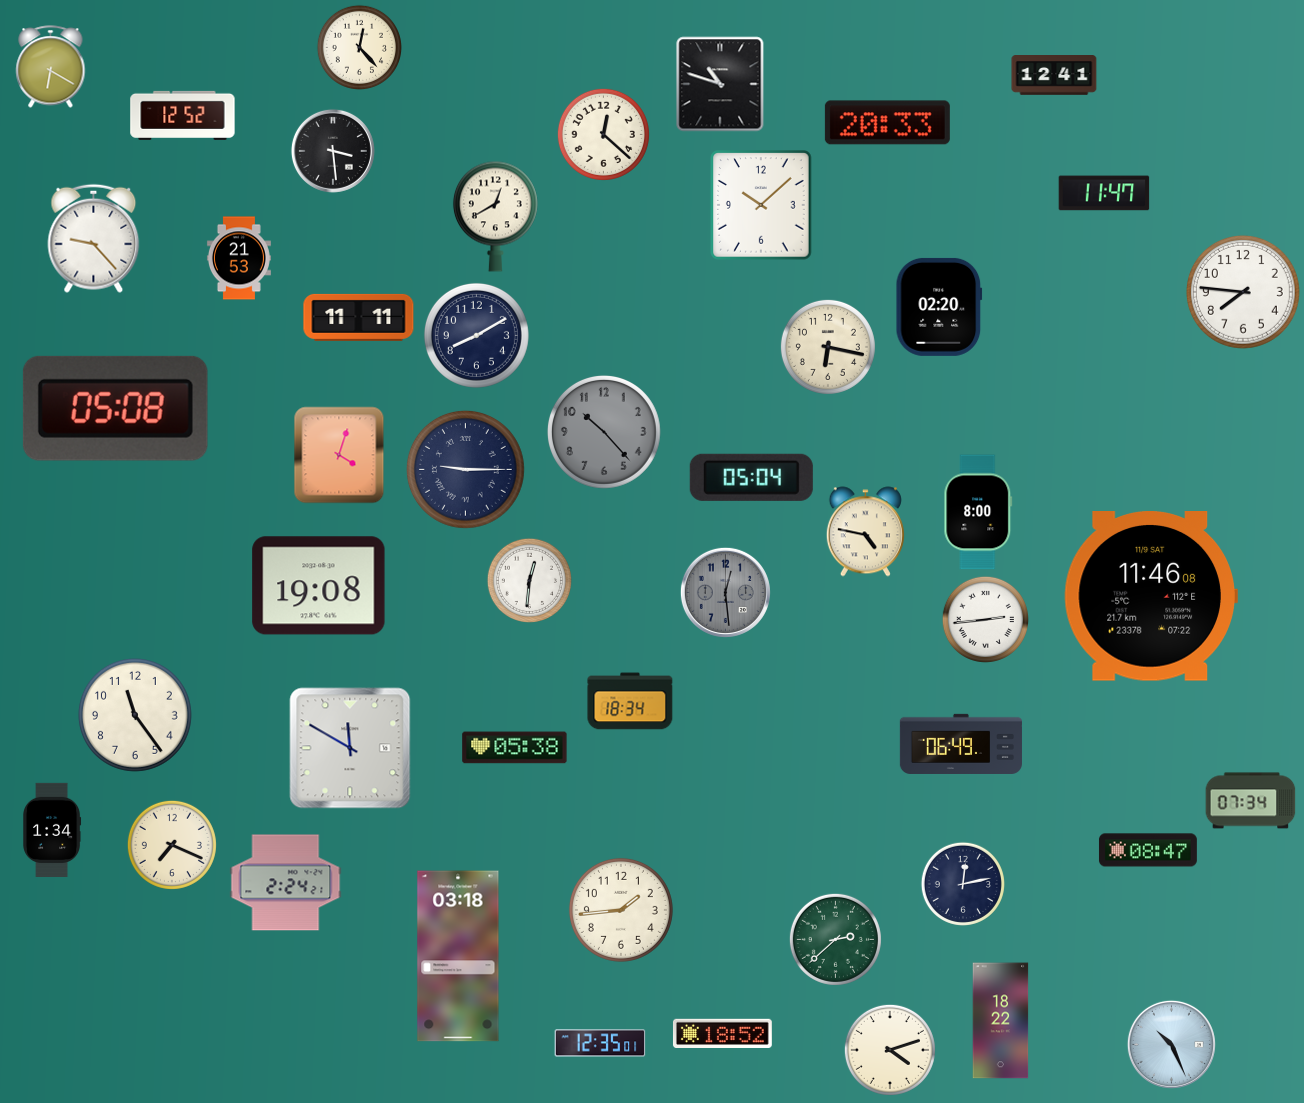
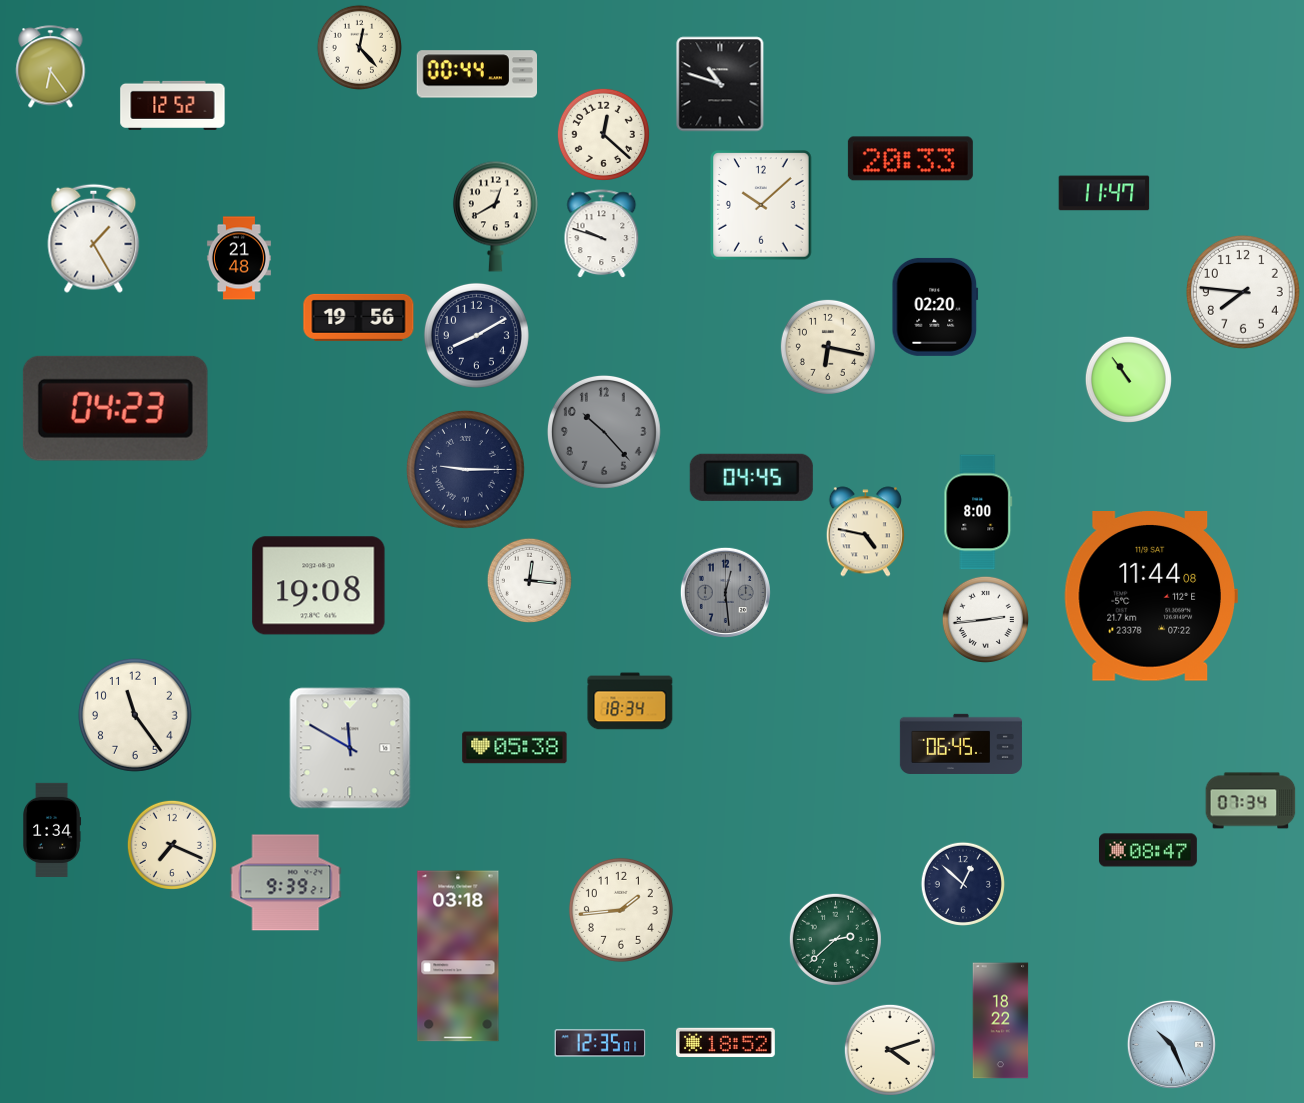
clock at (51, 67): 6:20 -> 6:24
clock at (476, 74): none -> 00:44
clock at (1054, 76): 12:41 -> none
clock at (183, 115) position: (183, 115) -> (173, 105)
clock at (887, 123) position: (887, 123) -> (910, 159)
clock at (333, 151): 3:29 -> none
clock at (602, 234): none -> 9:48
clock at (94, 238): 9:23 -> 1:25
clock at (239, 258): 21:53 -> 21:48
clock at (939, 307) position: (939, 307) -> (935, 307)
clock at (359, 317): 11:11 -> 19:56
clock at (1128, 379): none -> 10:54
clock at (115, 408): 05:08 -> 04:23
clock at (339, 455): 4:03 -> none
clock at (751, 477): 05:04 -> 04:45
clock at (529, 580): 12:31 -> 12:16
clock at (1151, 597): 11:46 -> 11:44
clock at (961, 744): 06:49 -> 06:45
clock at (286, 883): 2:24 -> 9:39
clock at (963, 884): 12:13 -> 12:52
clock at (722, 1033) position: (722, 1033) -> (725, 1042)
